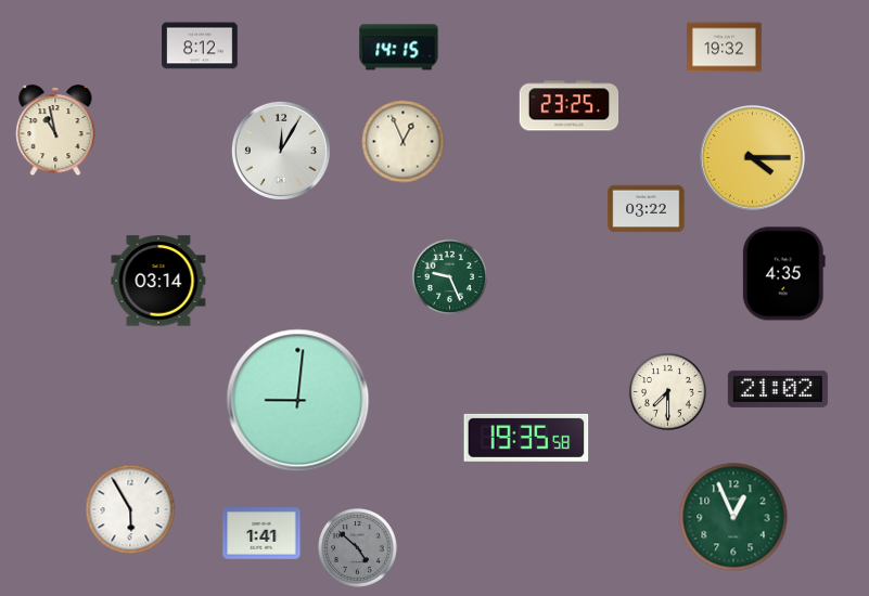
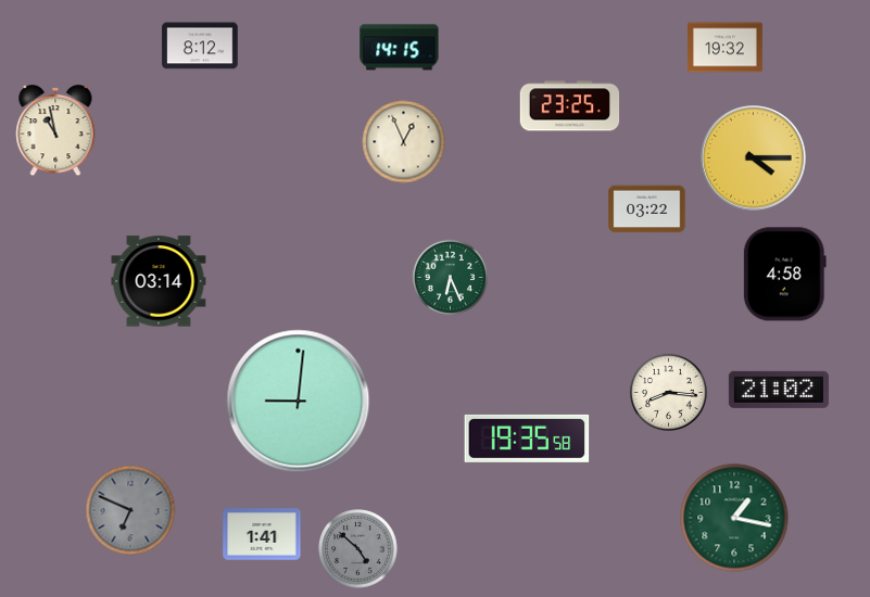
clock at (281, 151): 12:05 -> none
clock at (783, 274): 4:35 -> 4:58
clock at (449, 276): 9:26 -> 6:26
clock at (667, 391): 7:30 -> 8:16
clock at (130, 509): 5:55 -> 6:49
clock at (130, 509) dial: white -> grey
clock at (733, 517): 12:56 -> 1:17
